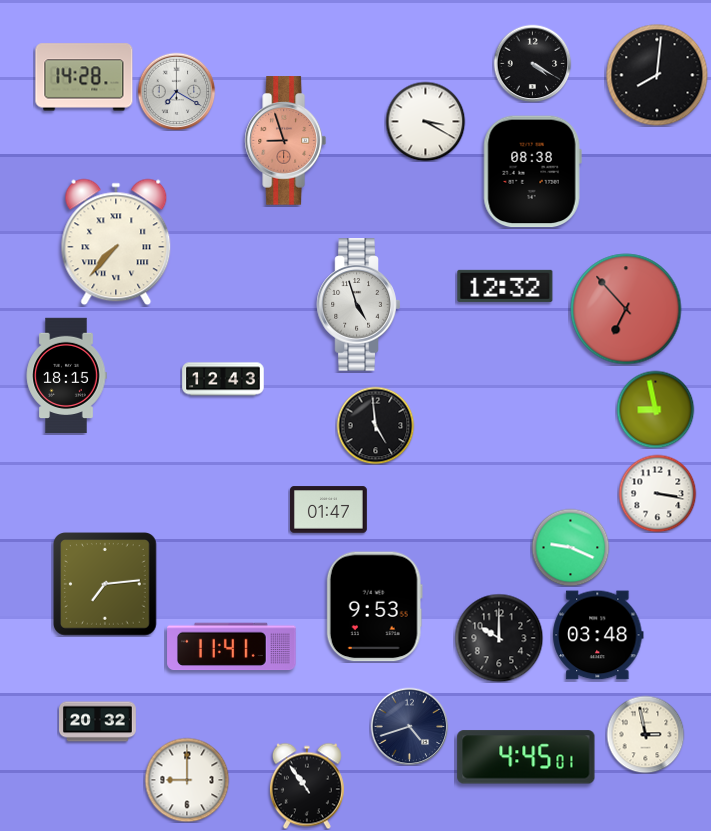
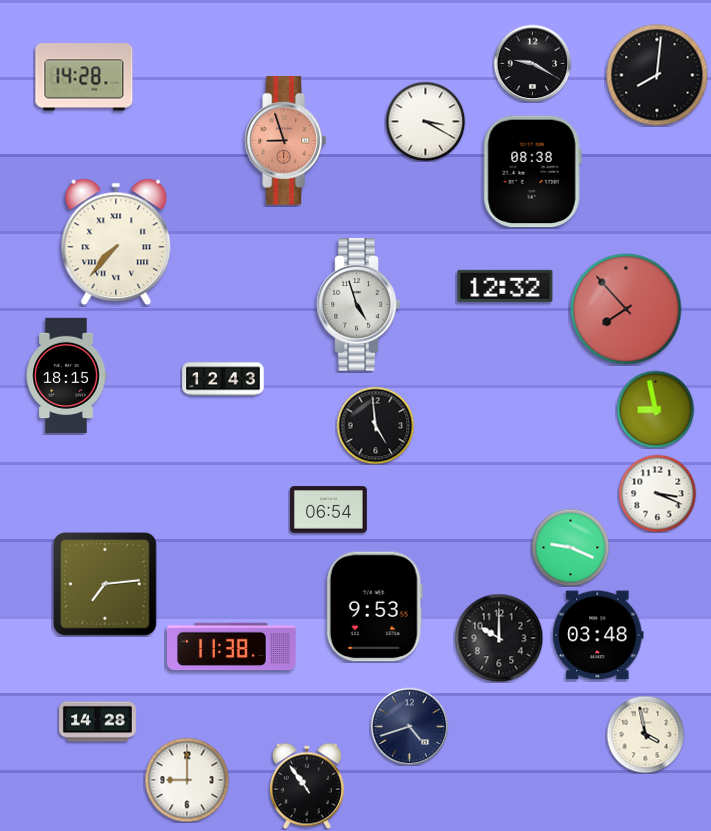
clock at (532, 63): 4:20 -> 9:20
clock at (176, 91): 7:20 -> none
clock at (626, 309): 6:53 -> 7:53
clock at (657, 493): 3:17 -> 3:19
clock at (329, 510): 01:47 -> 06:54
clock at (232, 647): 11:41 -> 11:38
clock at (98, 722): 20:32 -> 14:28
clock at (645, 734): 2:58 -> 3:58
clock at (526, 757): 4:45 -> none
